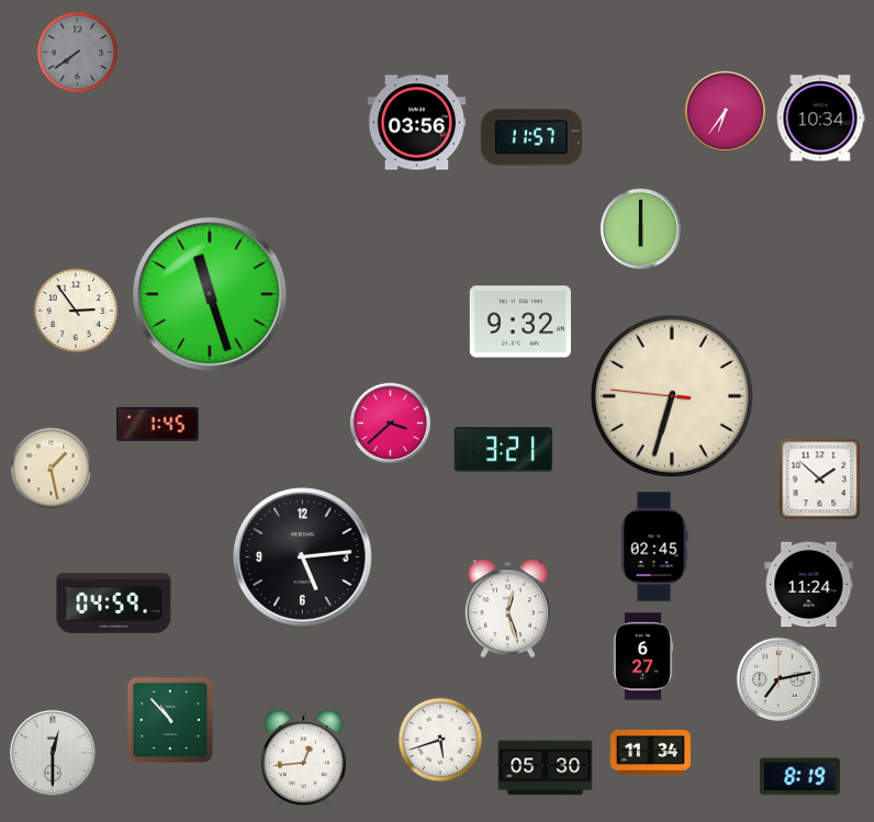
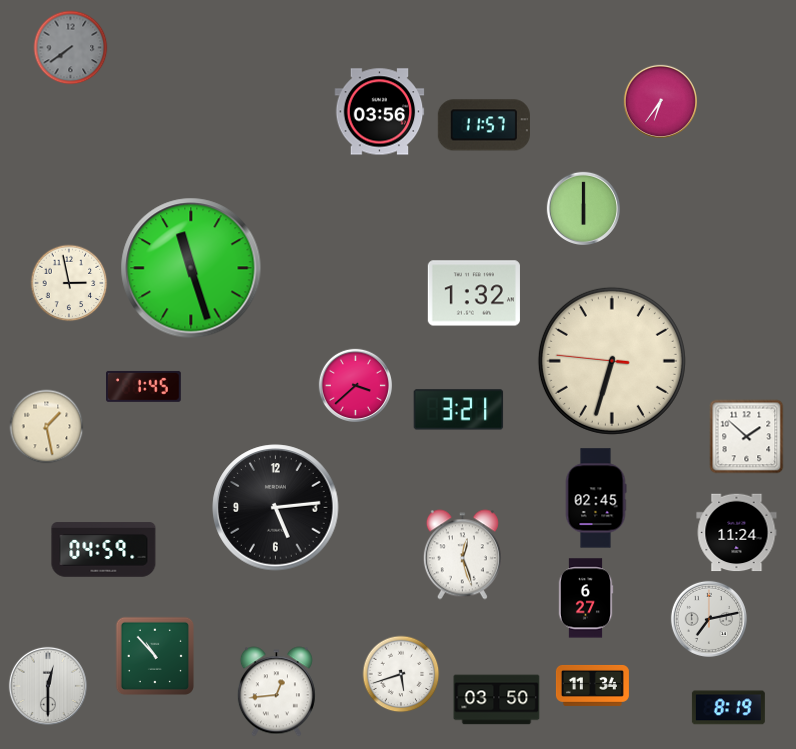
clock at (820, 119): 10:34 -> none
clock at (76, 311): 2:54 -> 2:58
clock at (520, 322): 9:32 -> 1:32
clock at (546, 768): 05:30 -> 03:50
